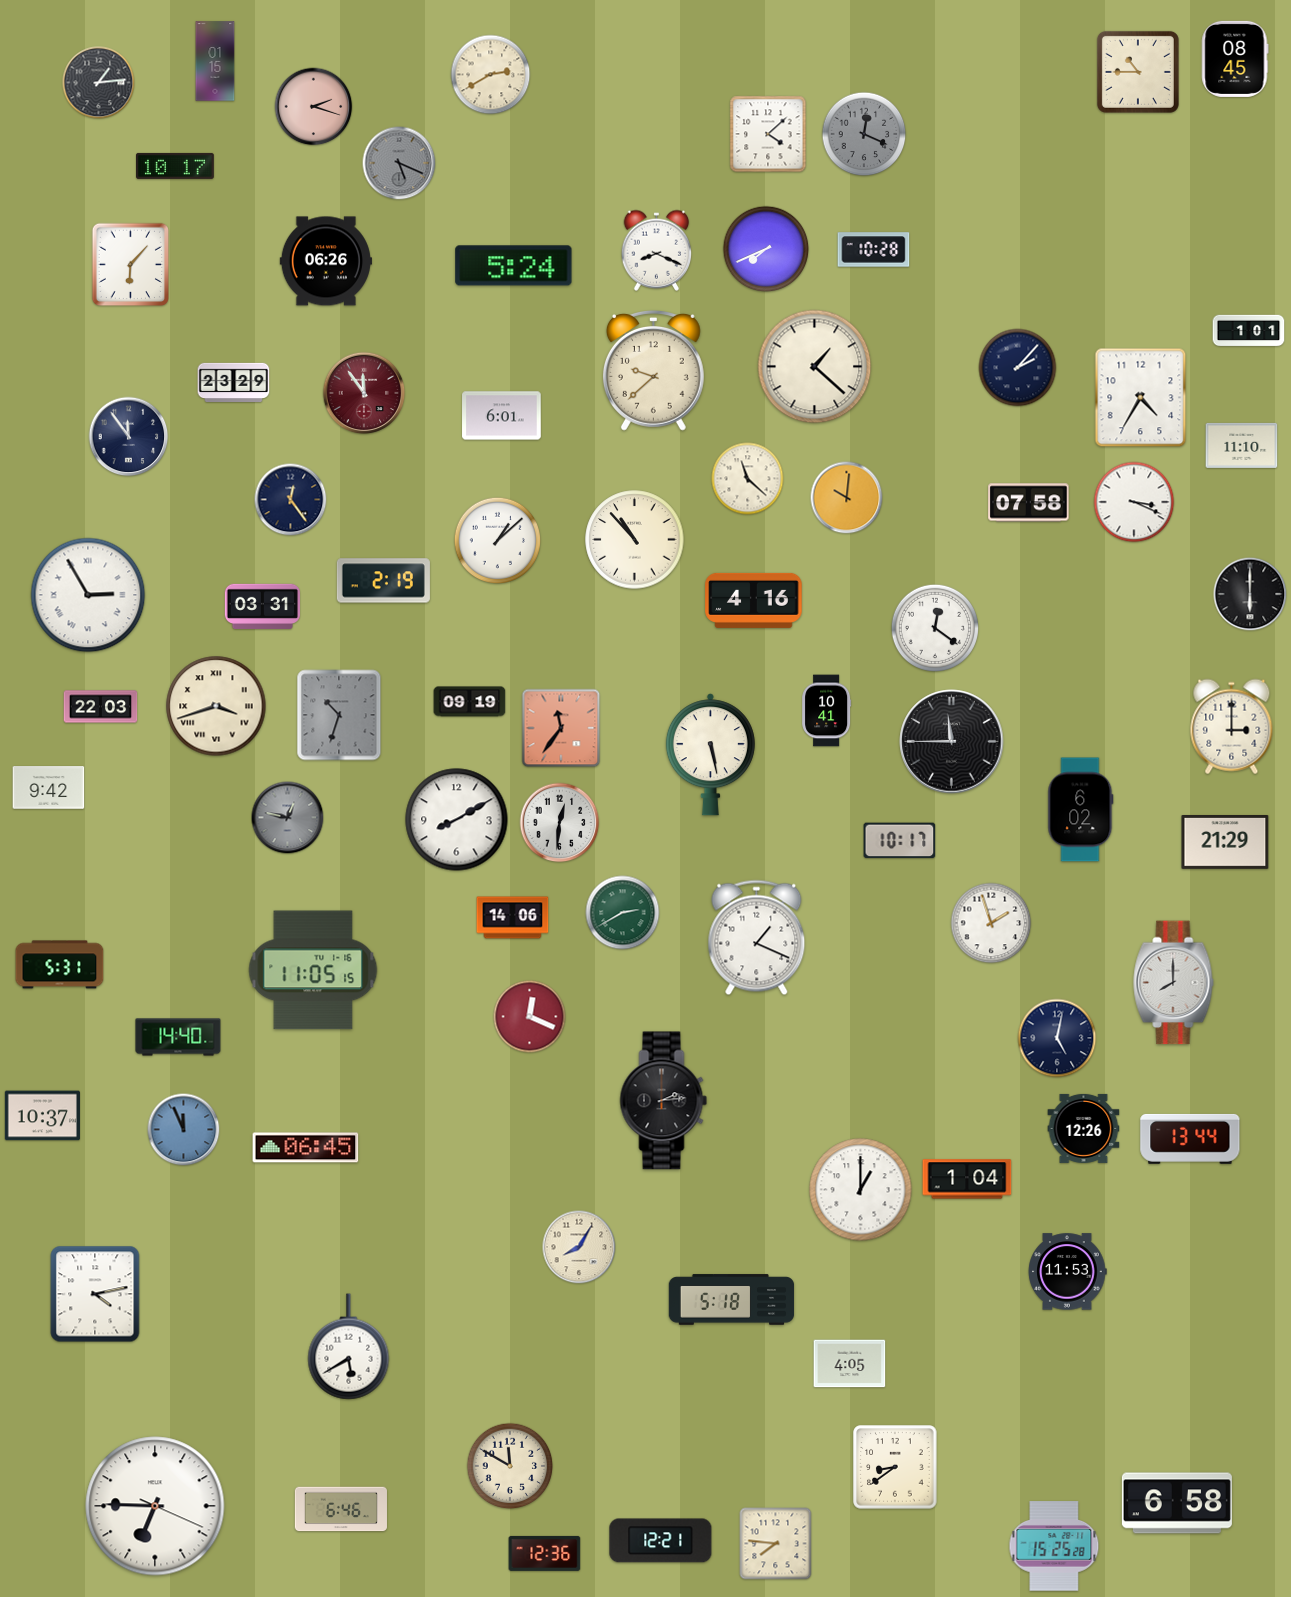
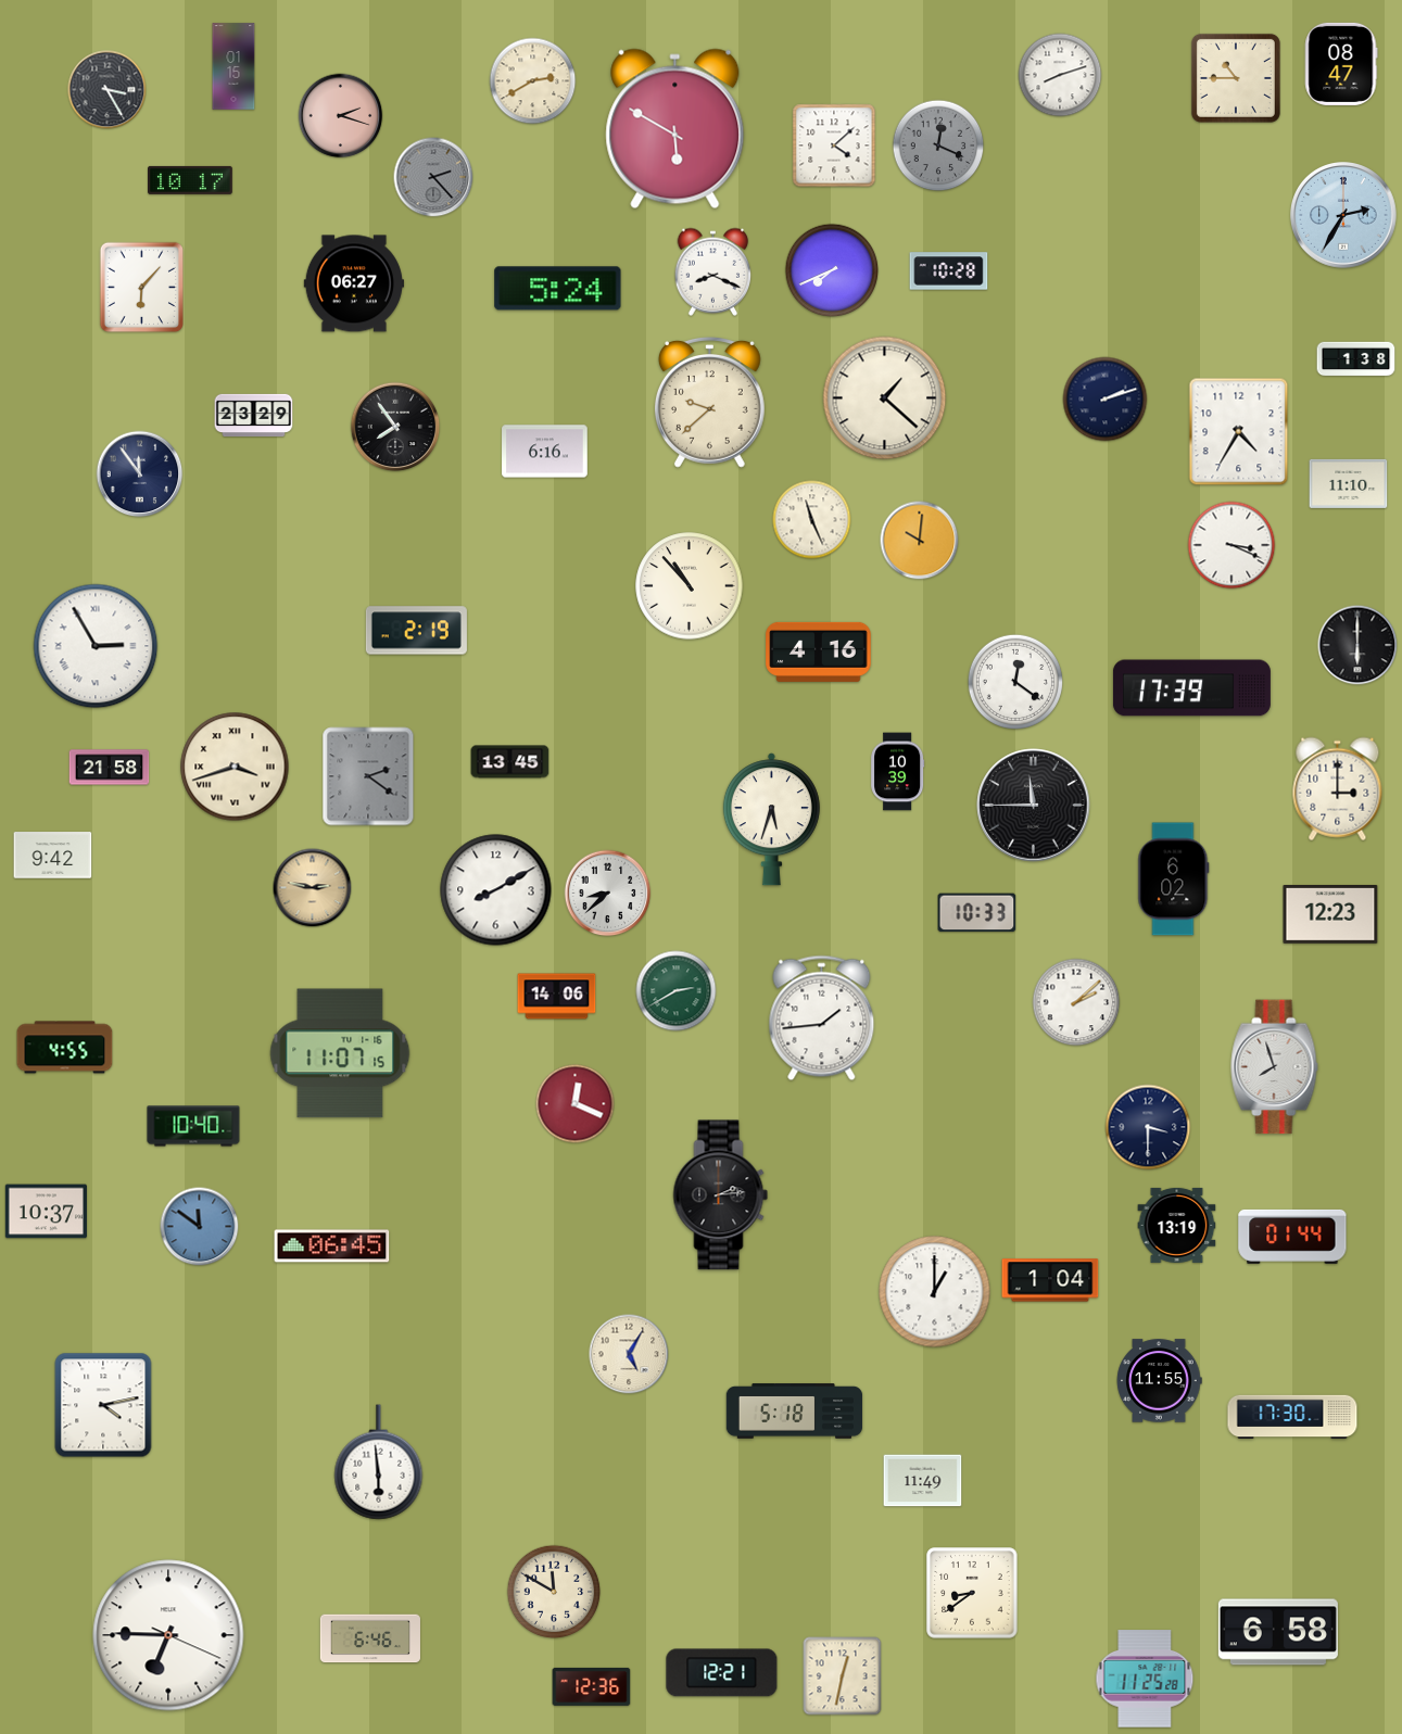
clock at (1235, 59): 08:45 -> 08:47
clock at (1060, 75): none -> 8:12
clock at (99, 83): 1:14 -> 3:25
clock at (675, 129): none -> 5:50
clock at (399, 163): 5:19 -> 2:23
clock at (1344, 216): none -> 2:35
clock at (326, 261): 06:26 -> 06:27
clock at (1249, 331): 1:01 -> 1:38
clock at (1018, 368): 2:07 -> 2:12
clock at (364, 393): 11:54 -> 7:54
clock at (364, 393) dial: burgundy -> black
clock at (502, 416): 6:01 -> 6:16
clock at (748, 479): 11:22 -> 11:26
clock at (291, 500): 12:24 -> none
clock at (1029, 503): 07:58 -> none
clock at (498, 541): 1:08 -> none
clock at (262, 606): 03:31 -> none
clock at (1191, 688): none -> 17:39
clock at (470, 702): 09:19 -> 13:45
clock at (101, 707): 22:03 -> 21:58
clock at (827, 711): 10:41 -> 10:39
clock at (339, 715): 10:33 -> 2:21
clock at (561, 728): 11:36 -> none
clock at (710, 755): 5:28 -> 5:33
clock at (288, 818): 12:47 -> 2:47
clock at (288, 818) dial: grey -> champagne
clock at (560, 823): 12:31 -> 8:38
clock at (900, 841): 10:17 -> 10:33
clock at (1225, 843): 21:29 -> 12:23
clock at (991, 923): 1:57 -> 2:08
clock at (757, 938): 1:19 -> 1:44
clock at (60, 965): 5:31 -> 4:55
clock at (313, 970): 11:05 -> 11:07
clock at (1174, 983): 8:00 -> 7:57
clock at (178, 1037): 14:40 -> 10:40
clock at (1057, 1038): 5:02 -> 3:30
clock at (1084, 1128): 12:26 -> 13:19
clock at (184, 1130): 11:56 -> 11:51
clock at (1190, 1139): 13:44 -> 01:44
clock at (579, 1247): 8:05 -> 5:05
clock at (1067, 1272): 11:53 -> 11:55
clock at (1292, 1417): none -> 17:30
clock at (349, 1347): 5:40 -> 5:59
clock at (850, 1364): 4:05 -> 11:49
clock at (661, 1541) position: (661, 1541) -> (722, 1673)
clock at (776, 1544): 7:46 -> 12:32
clock at (1054, 1546): 15:25 -> 11:25
